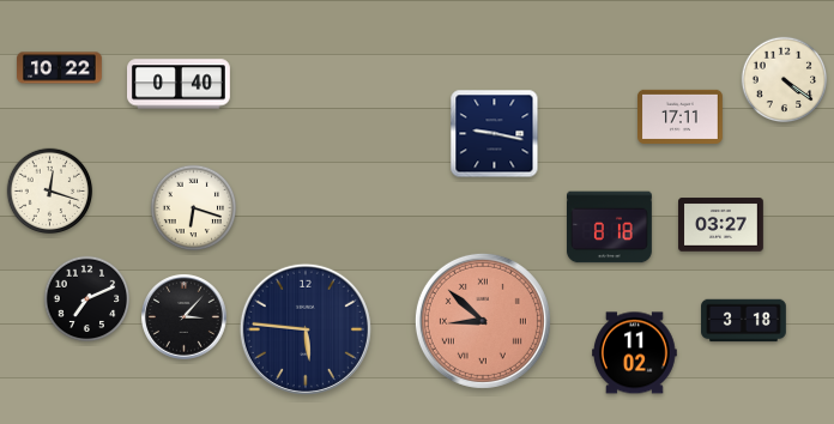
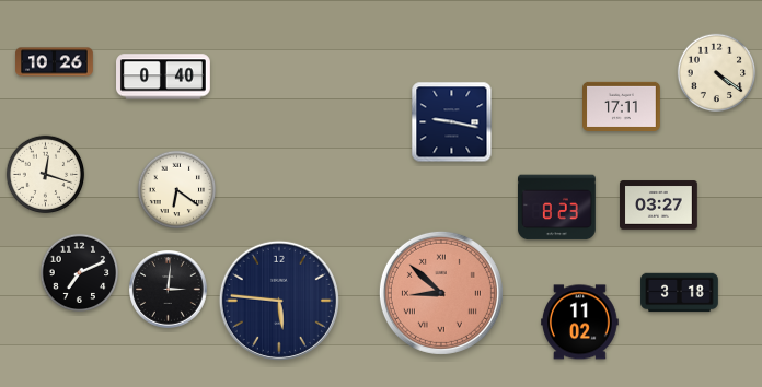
clock at (60, 68): 10:22 -> 10:26
clock at (194, 208): 6:18 -> 6:21
clock at (610, 228): 8:18 -> 8:23
clock at (185, 317): 3:07 -> 3:01
